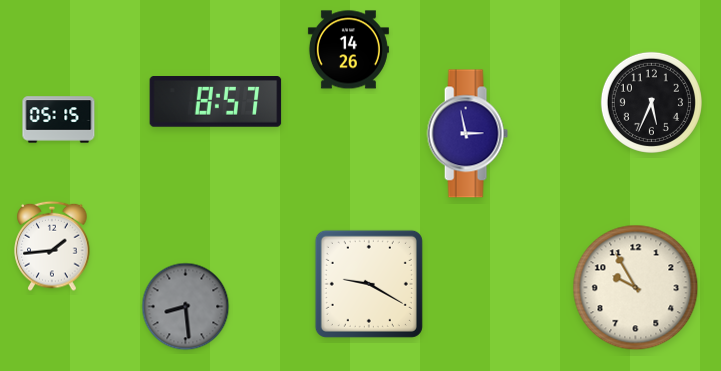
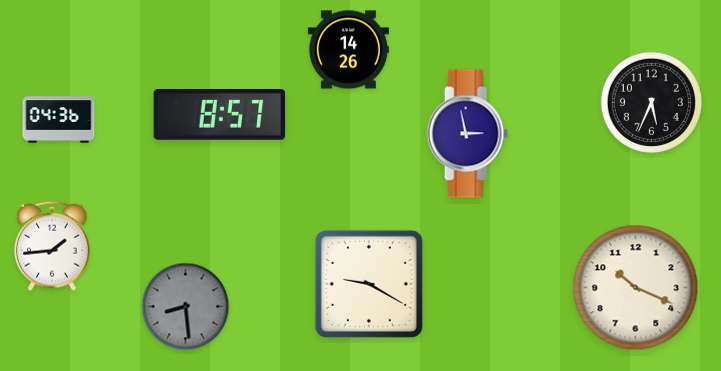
clock at (216, 102) position: (216, 102) -> (220, 115)
clock at (59, 120): 05:15 -> 04:36
clock at (636, 288): 9:55 -> 10:19
